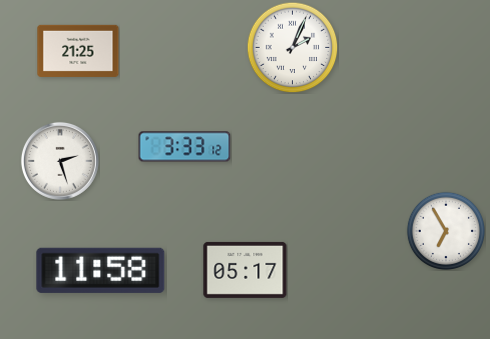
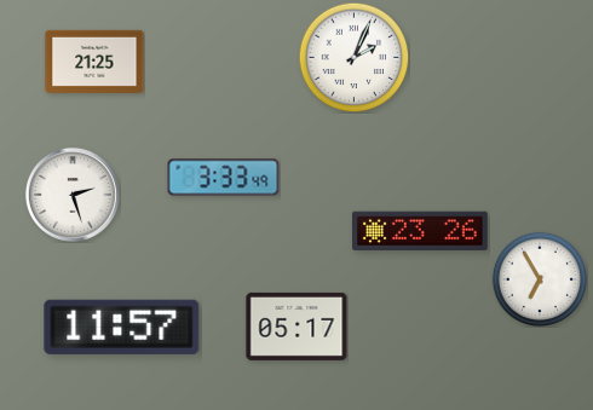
clock at (185, 147): 3:33:12 -> 3:33:49
clock at (421, 231): none -> 23:26
clock at (101, 270): 11:58 -> 11:57
